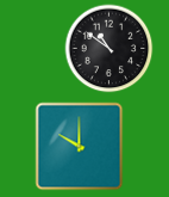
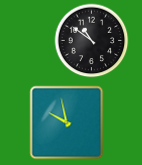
clock at (80, 147): 10:00 -> 9:58
